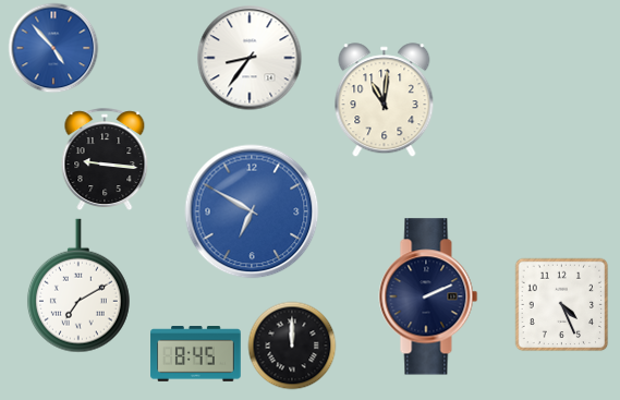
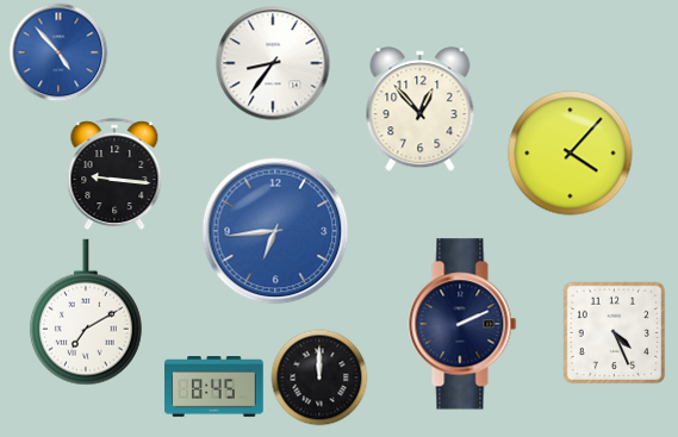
clock at (385, 100): 11:01 -> 12:53
clock at (571, 154): none -> 4:07
clock at (252, 211): 6:50 -> 6:44
clock at (428, 296) position: (428, 296) -> (462, 324)
